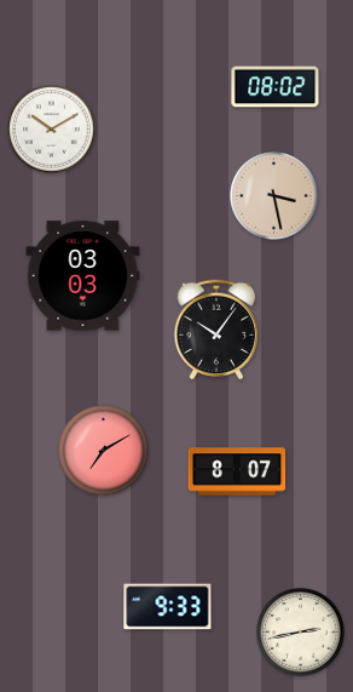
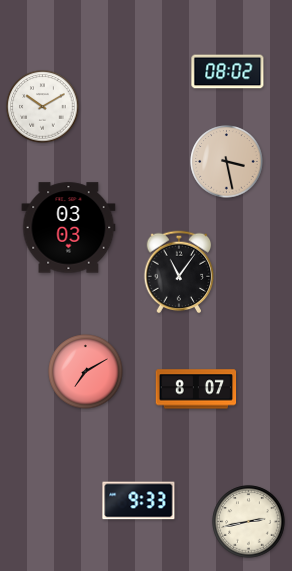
clock at (216, 330): 10:06 -> 11:06
